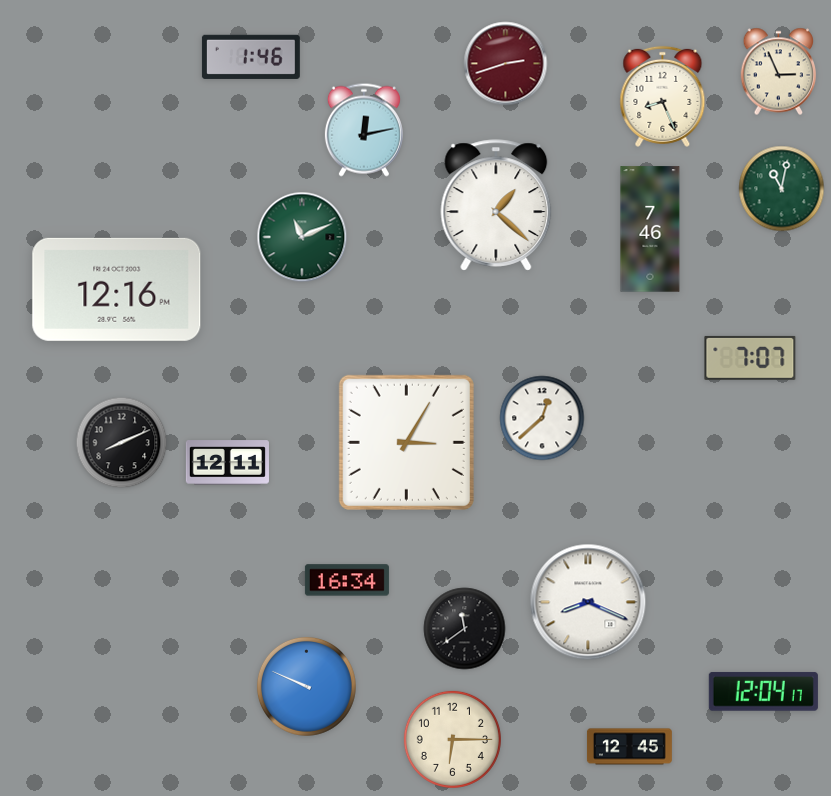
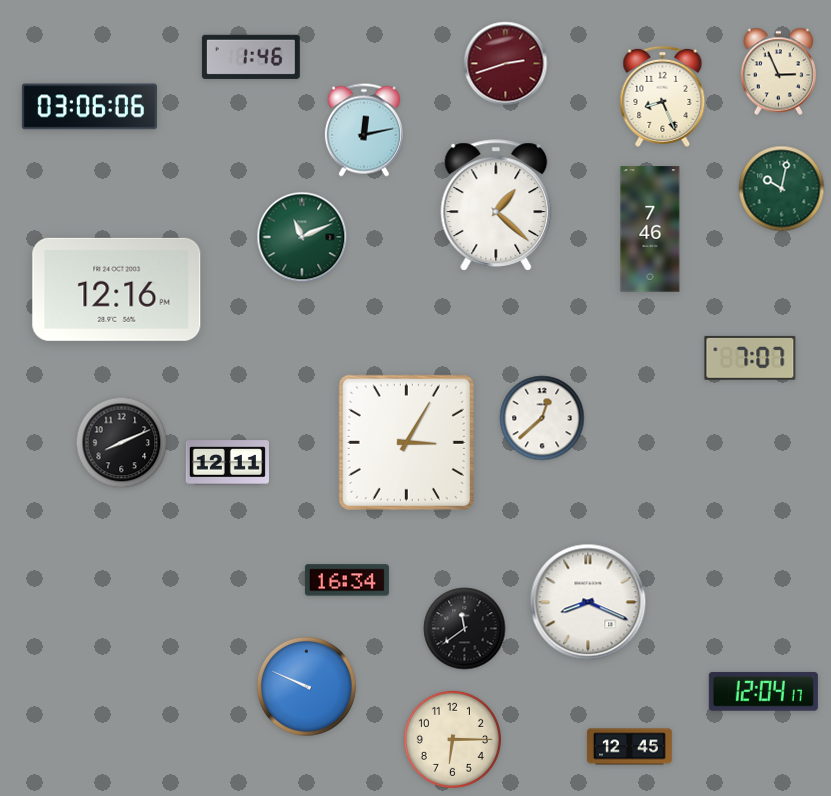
clock at (89, 107): none -> 03:06
clock at (782, 189): 11:02 -> 10:02
